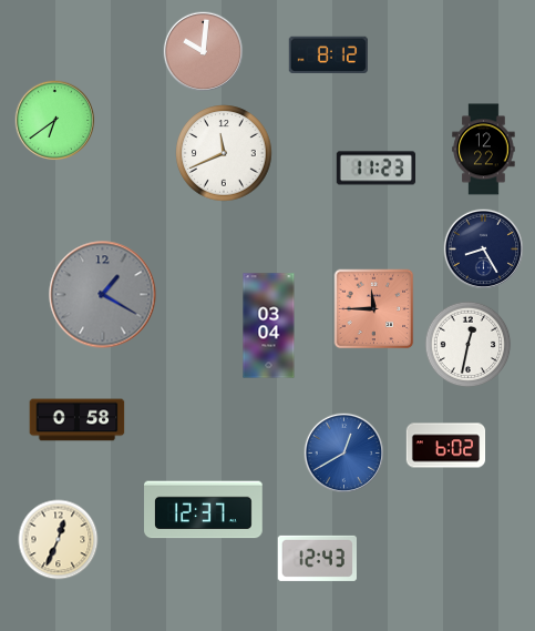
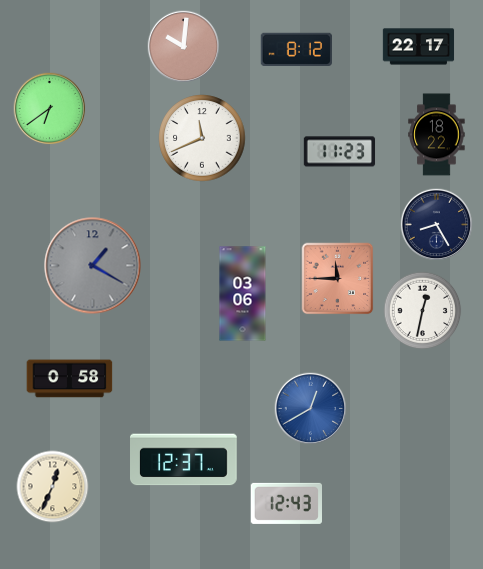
clock at (419, 47): none -> 22:17
clock at (484, 150): 12:22 -> 18:22
clock at (269, 326): 03:04 -> 03:06
clock at (446, 446): 6:02 -> none
